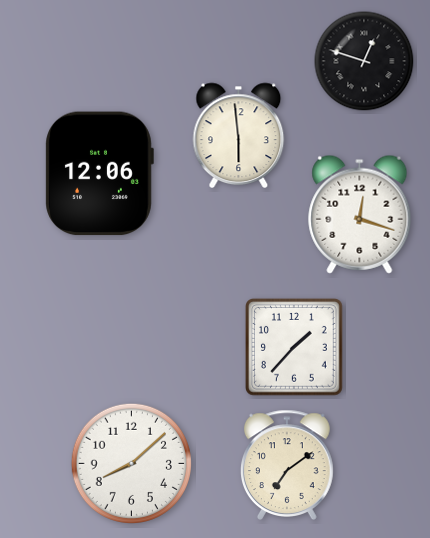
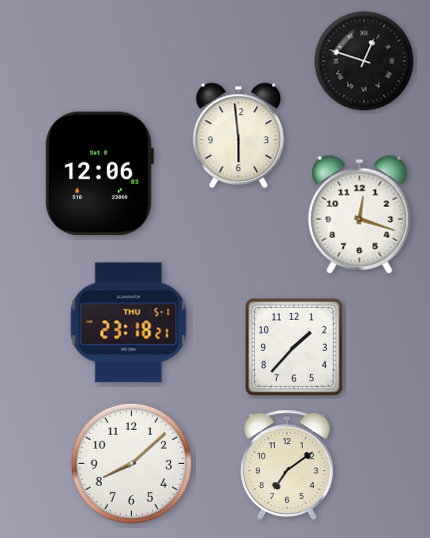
clock at (129, 323): none -> 23:18
